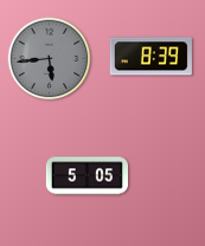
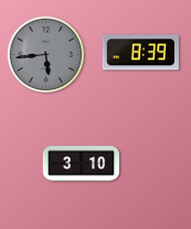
clock at (87, 176): 5:05 -> 3:10
